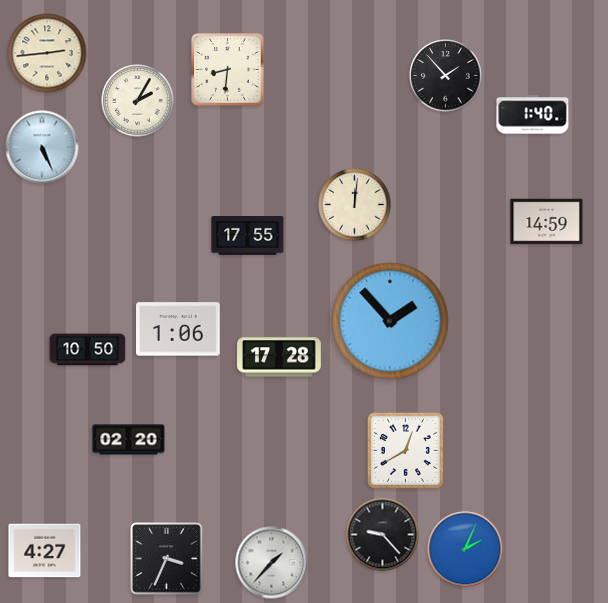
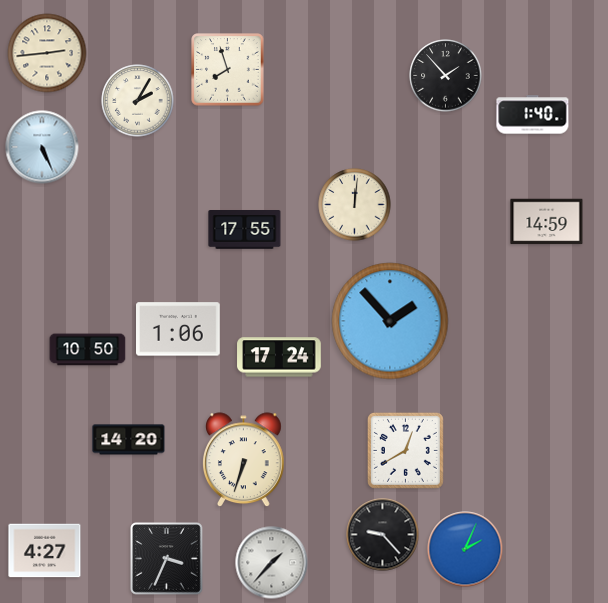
clock at (228, 70): 8:31 -> 7:57
clock at (248, 236) position: (248, 236) -> (245, 230)
clock at (279, 357): 17:28 -> 17:24
clock at (129, 440): 02:20 -> 14:20
clock at (244, 460): none -> 6:33
